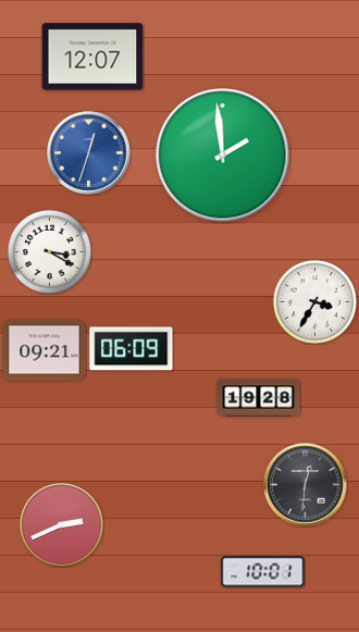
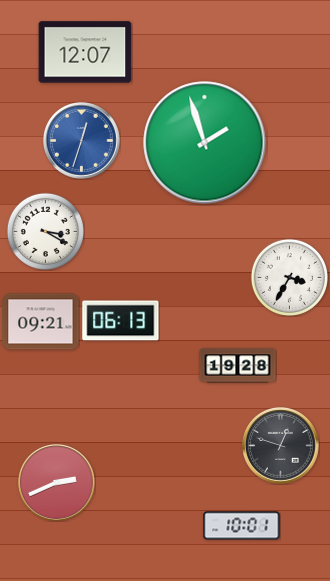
clock at (223, 156): 1:59 -> 1:57
clock at (132, 349): 06:09 -> 06:13
clock at (306, 485): 12:31 -> 12:48
